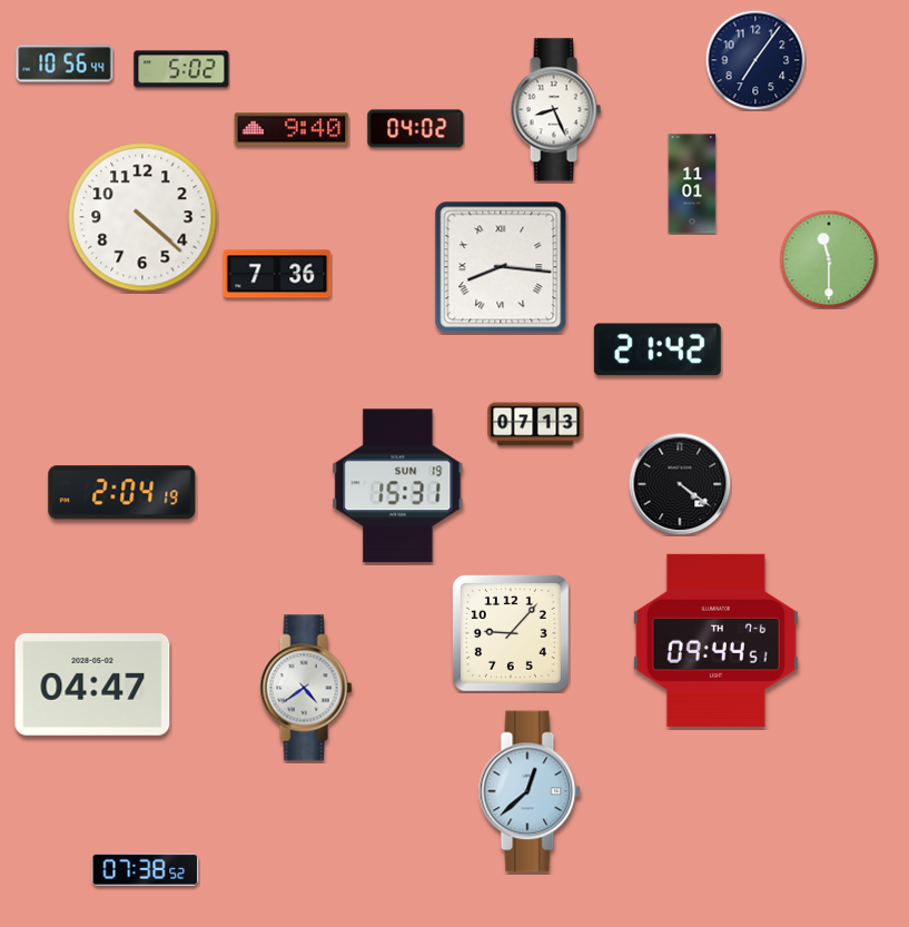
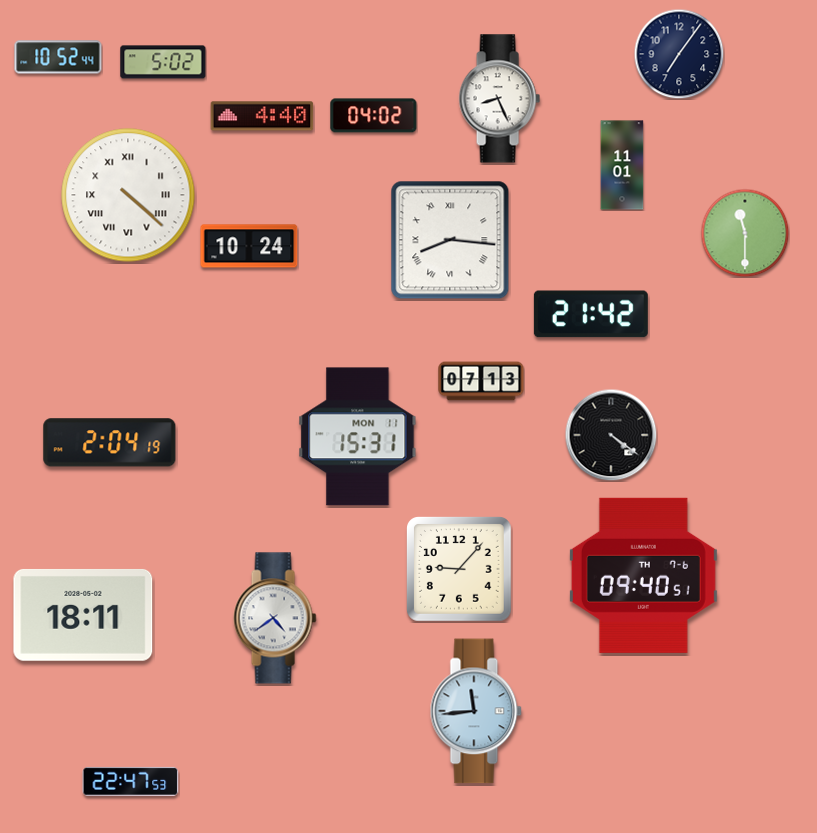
clock at (65, 63): 10:56 -> 10:52
clock at (292, 129): 9:40 -> 4:40
clock at (142, 217) numerals: Arabic -> Roman
clock at (277, 274): 7:36 -> 10:24
clock at (398, 486) date: SUN 19 -> MON 11
clock at (715, 640): 09:44 -> 09:40
clock at (92, 684): 04:47 -> 18:11
clock at (530, 791): 12:38 -> 11:44
clock at (146, 869): 07:38 -> 22:47
